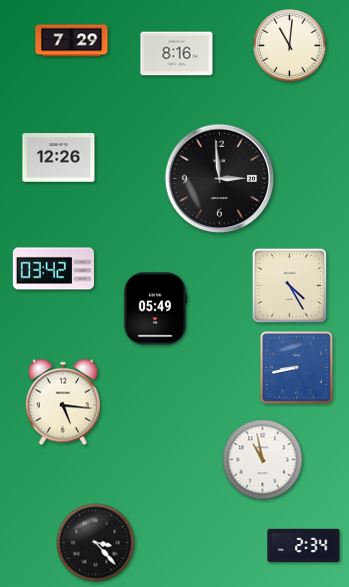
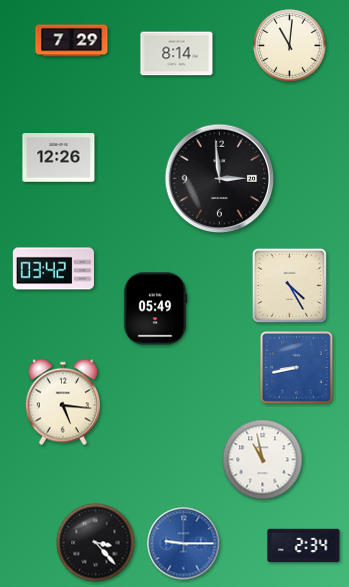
clock at (177, 54): 8:16 -> 8:14
clock at (184, 544): none -> 9:15
